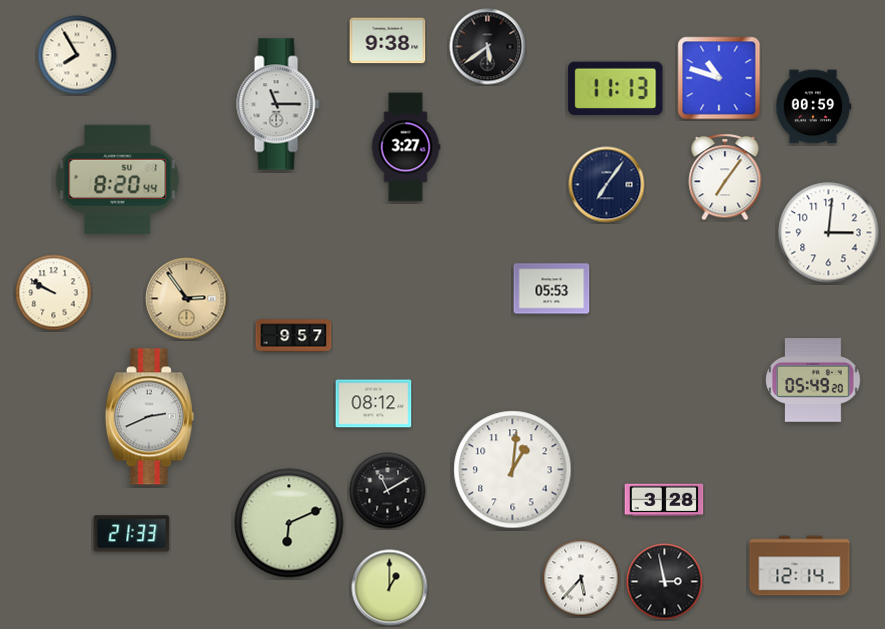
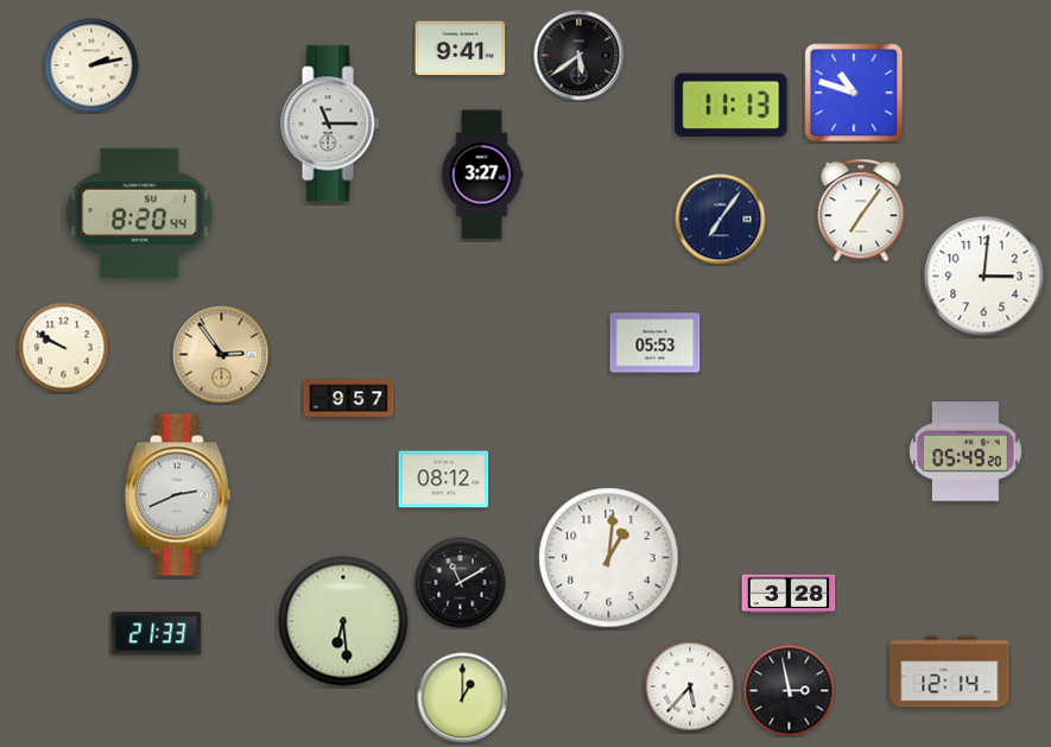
clock at (388, 41): 9:38 -> 9:41
clock at (77, 55): 7:55 -> 2:13
clock at (813, 107): 00:59 -> none
clock at (289, 523): 6:11 -> 6:29
